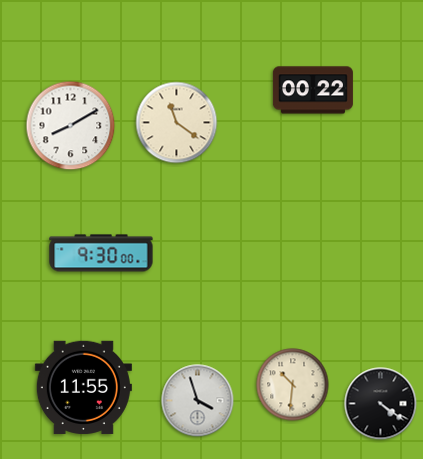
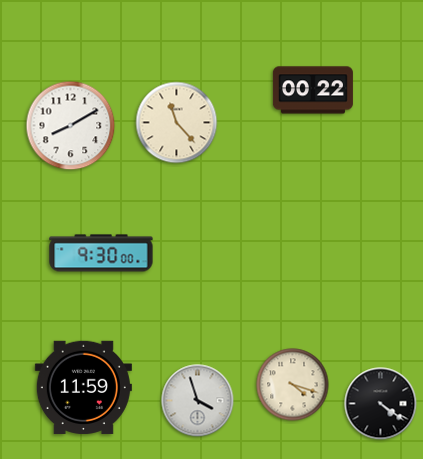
clock at (177, 123): 11:21 -> 11:23
clock at (293, 385): 10:31 -> 4:18
clock at (83, 387): 11:55 -> 11:59
